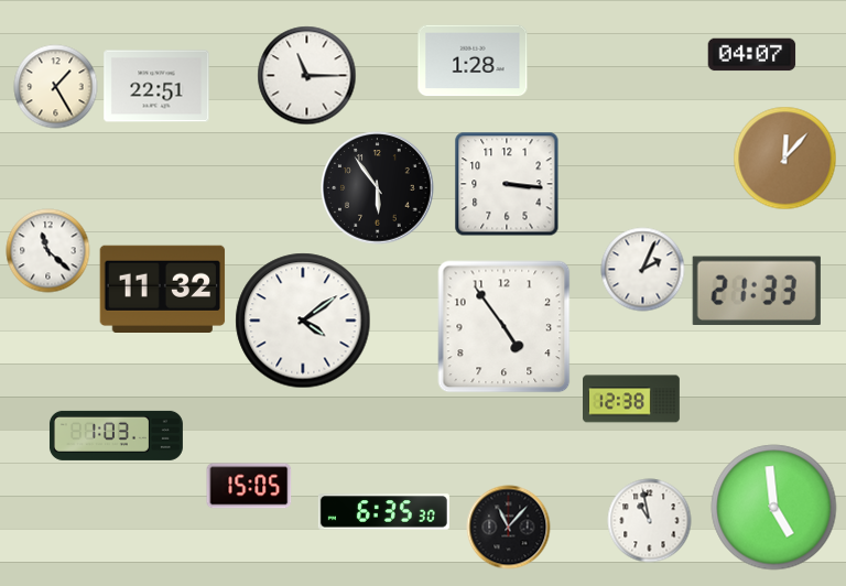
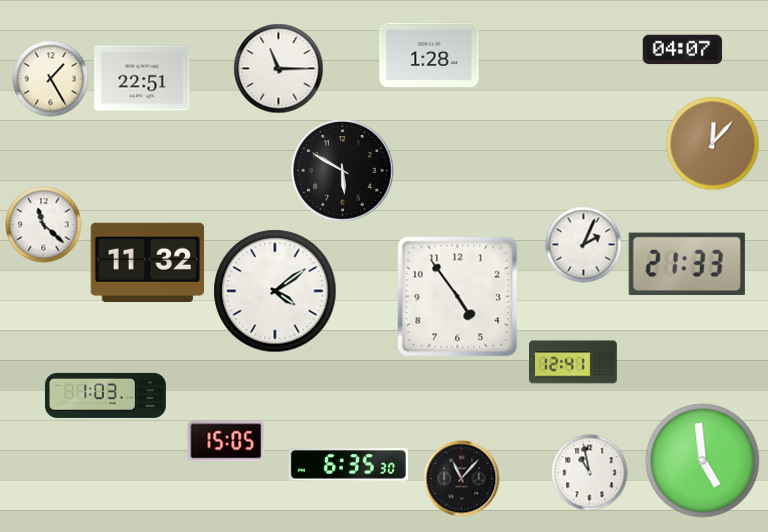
clock at (507, 184): 3:16 -> none
clock at (378, 188): 5:54 -> 5:50
clock at (48, 251) position: (48, 251) -> (44, 225)
clock at (632, 399): 12:38 -> 12:41
